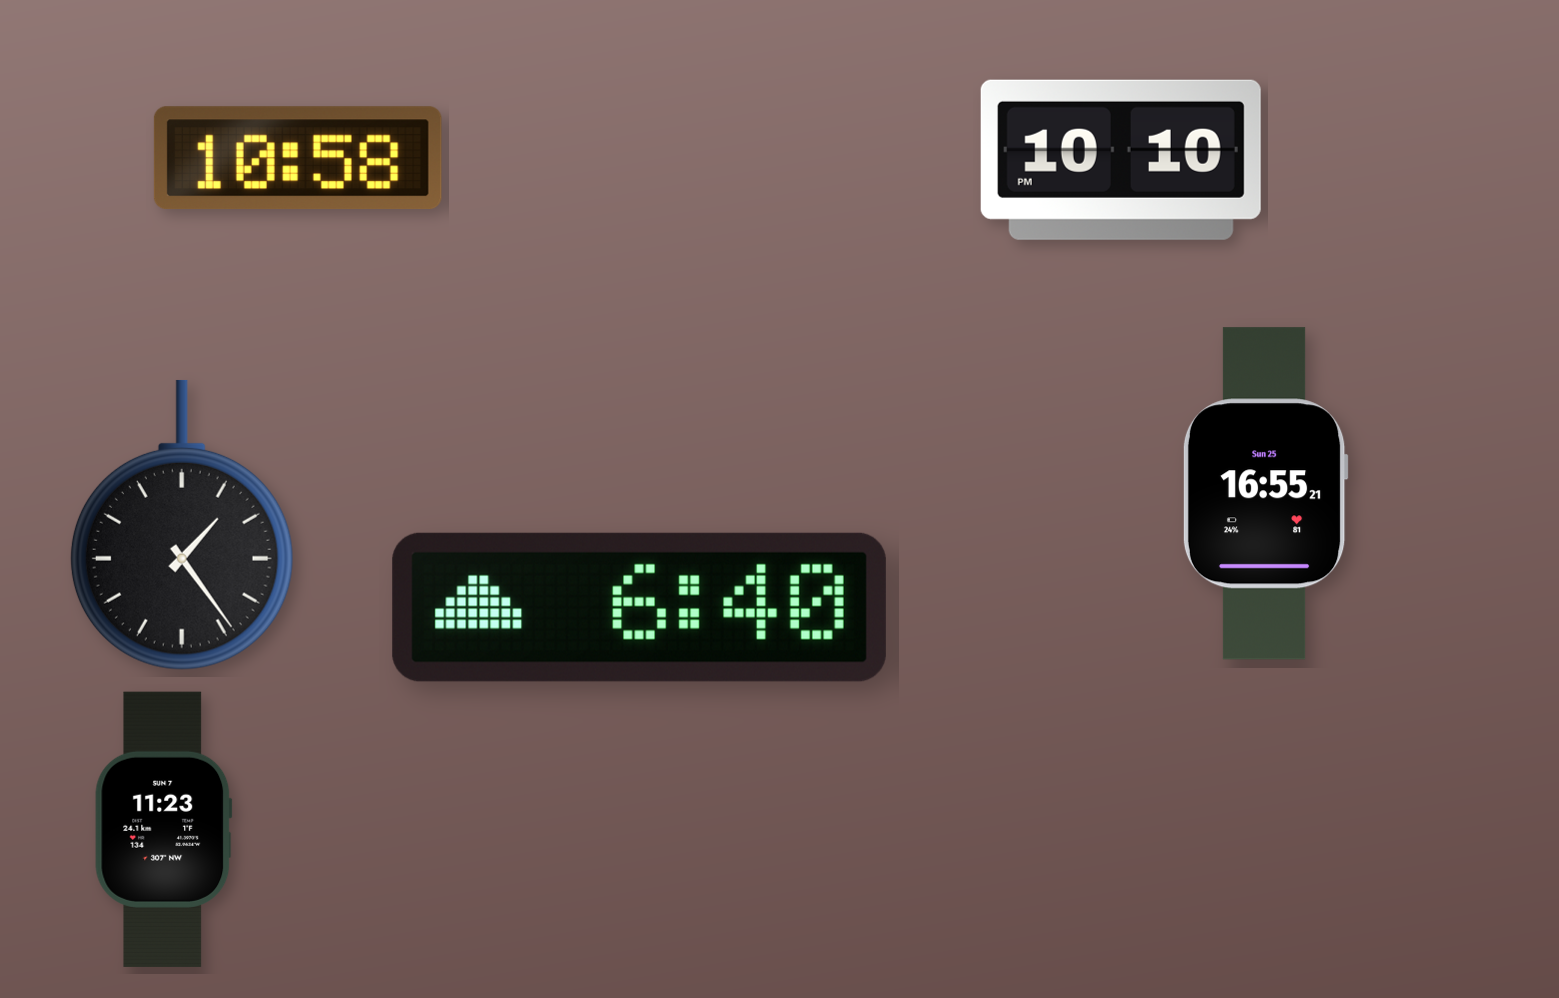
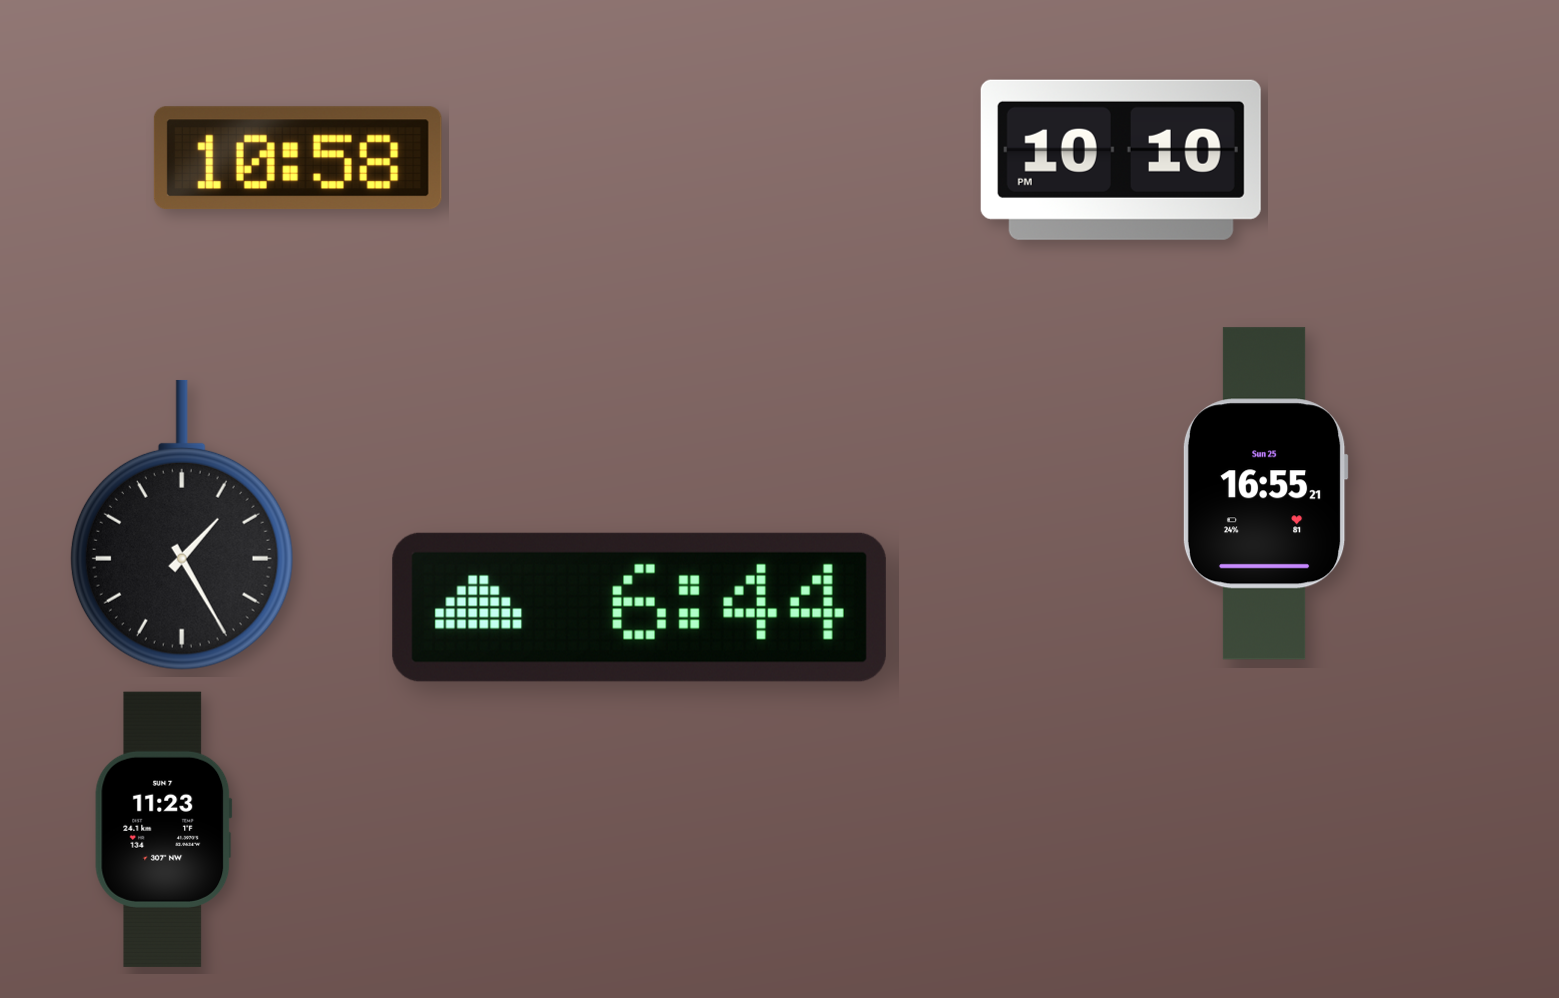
clock at (182, 525): 1:24 -> 1:25
clock at (639, 607): 6:40 -> 6:44
